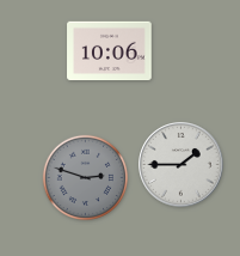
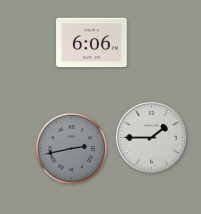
clock at (110, 51): 10:06 -> 6:06
clock at (85, 177): 2:48 -> 2:43
